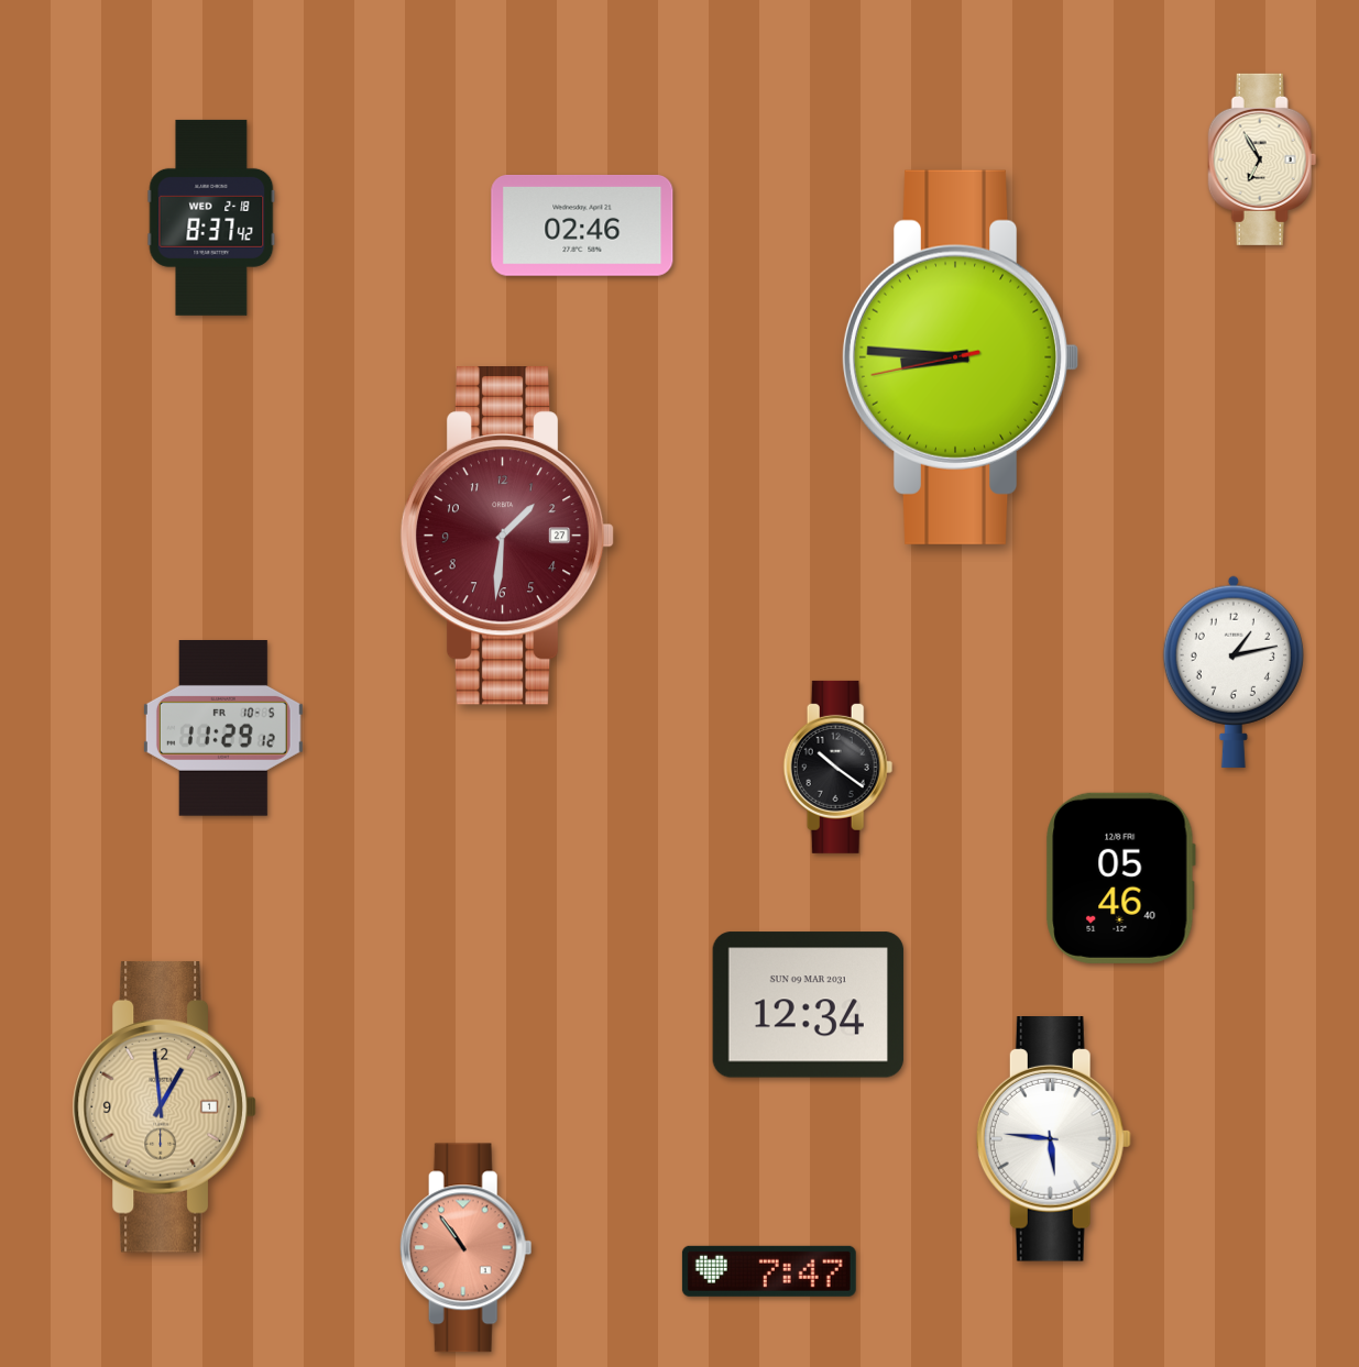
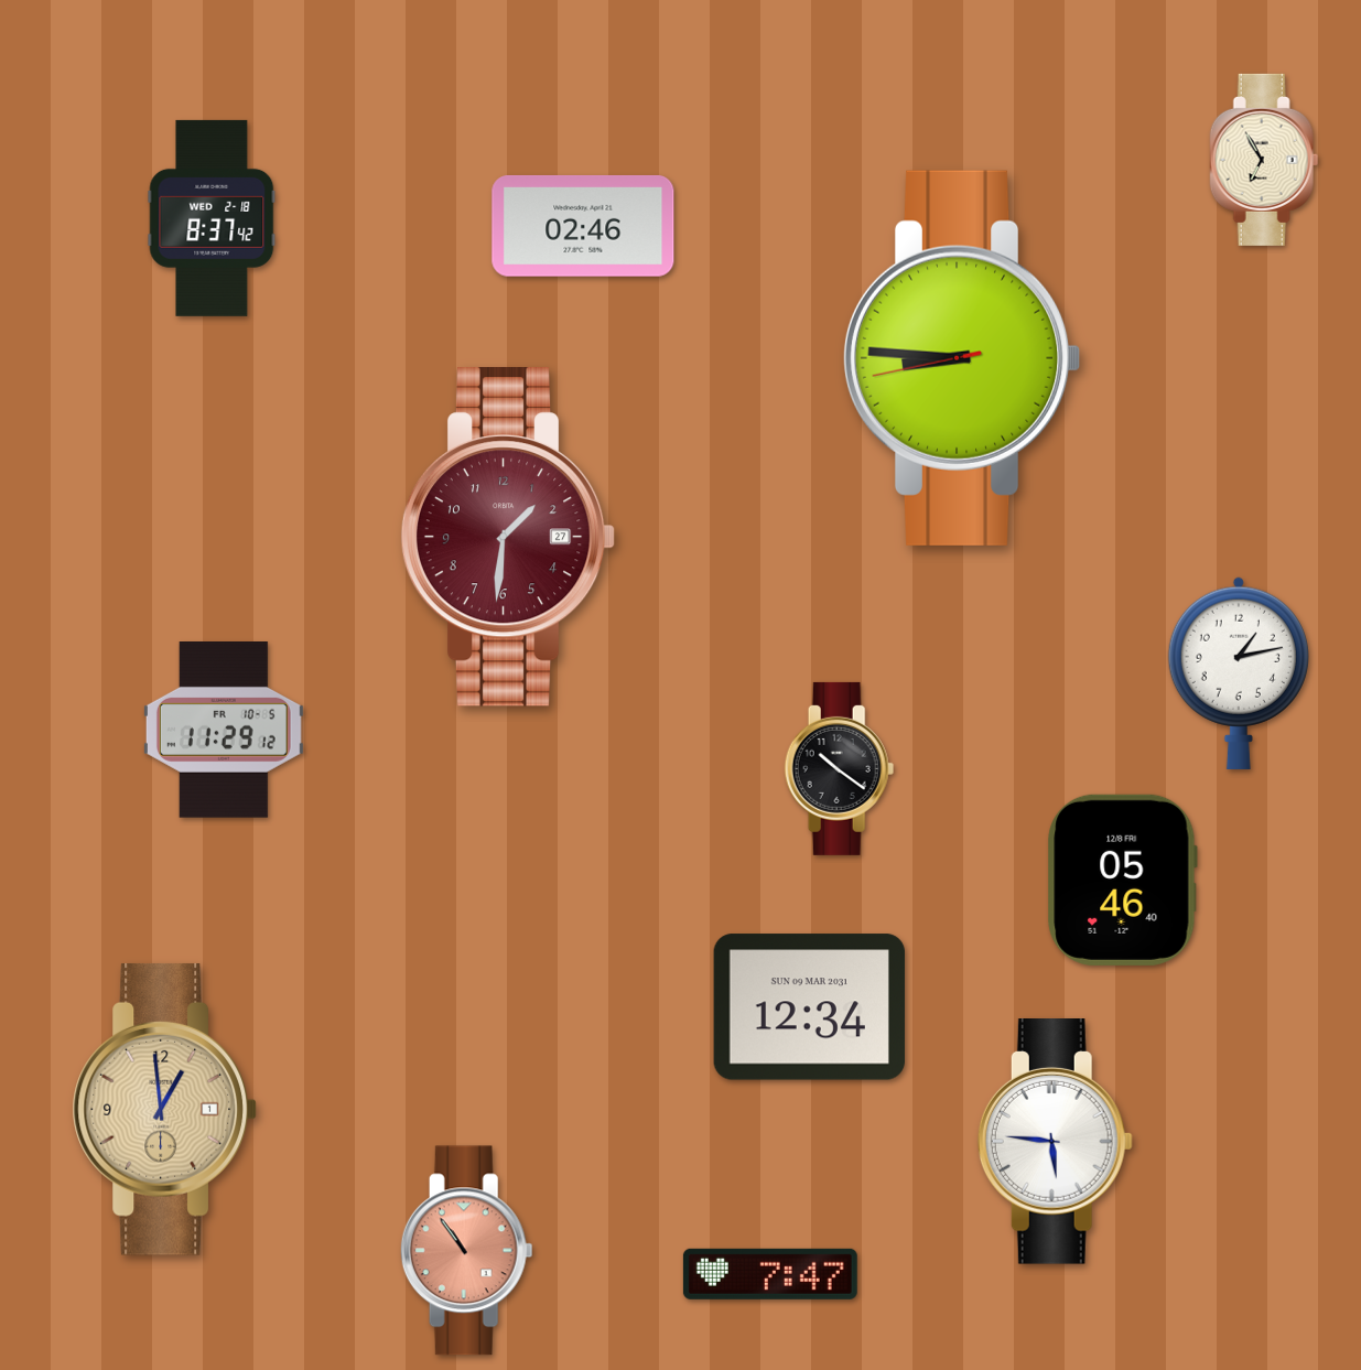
clock at (1234, 672) position: (1234, 672) -> (1239, 673)
